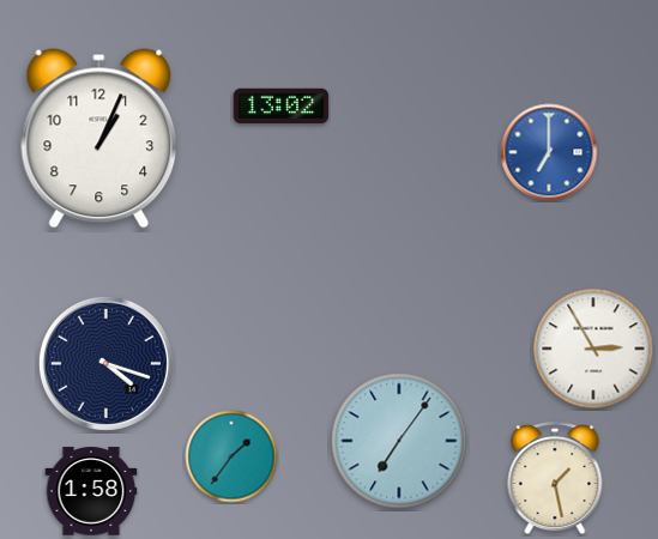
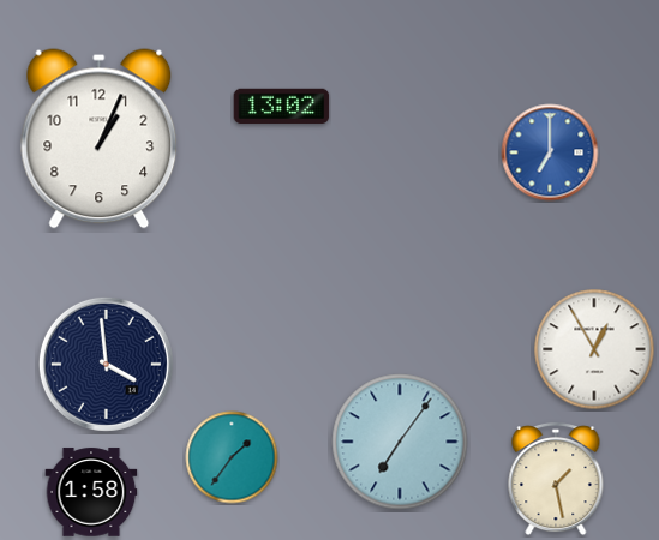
clock at (593, 349): 2:55 -> 12:55
clock at (105, 363): 4:18 -> 3:59
